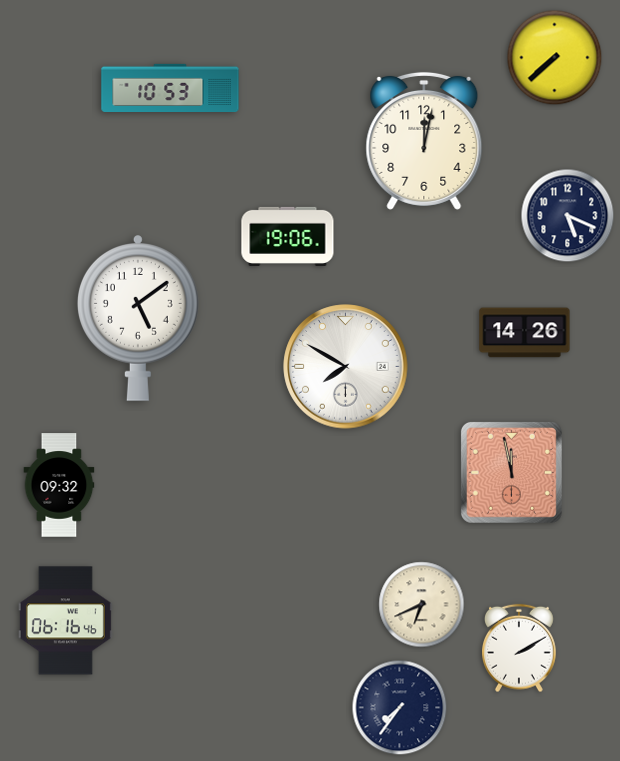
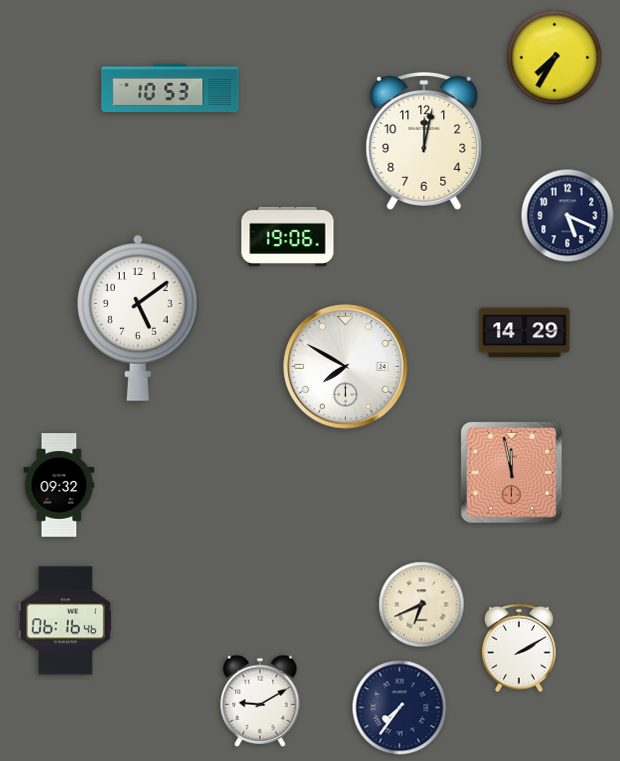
clock at (555, 58): 7:38 -> 7:35
clock at (525, 333): 14:26 -> 14:29
clock at (260, 701): none -> 9:10
